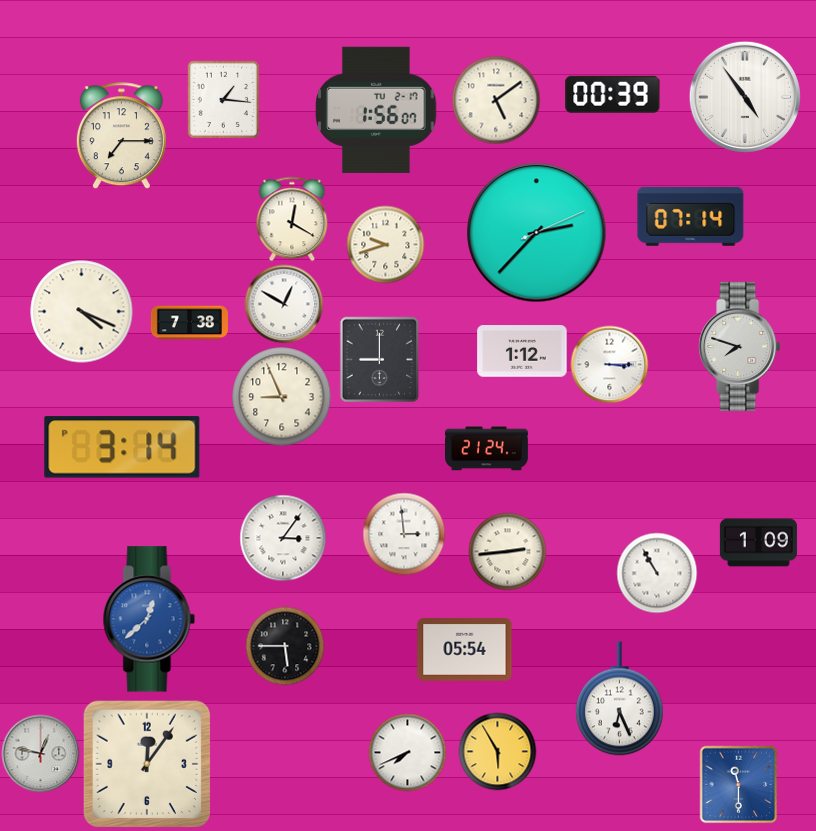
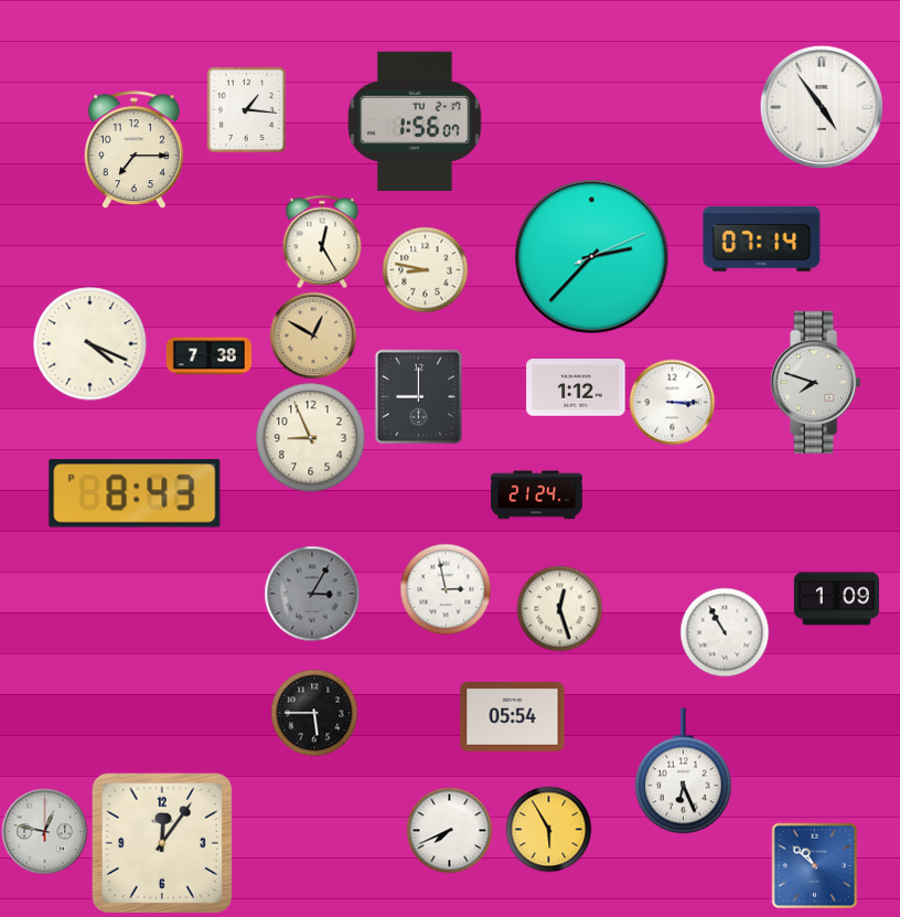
clock at (613, 94): 00:39 -> none
clock at (496, 100): 5:09 -> none
clock at (292, 219): 12:20 -> 12:25
clock at (385, 244): 9:42 -> 8:47
clock at (284, 304) dial: white -> champagne
clock at (122, 447): 3:14 -> 8:43
clock at (404, 534): 2:59 -> 2:58
clock at (283, 538): 3:06 -> 3:05
clock at (283, 538) dial: white -> grey
clock at (507, 551): 2:44 -> 12:27
clock at (149, 619): 12:38 -> none
clock at (738, 784): 11:30 -> 10:52
